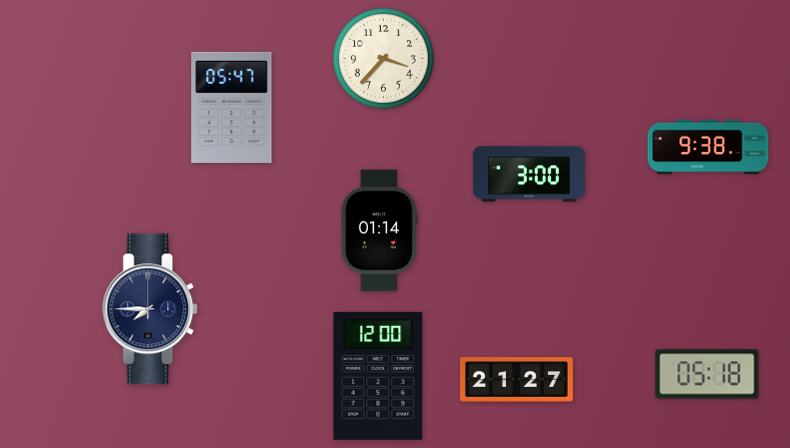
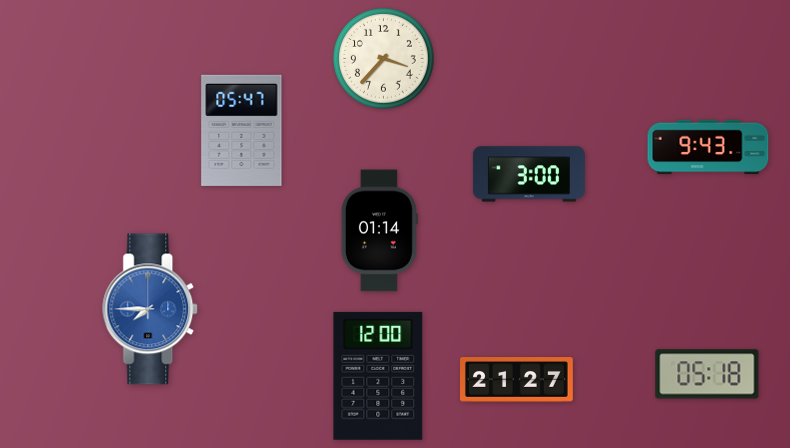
clock at (232, 107) position: (232, 107) -> (242, 130)
clock at (708, 147): 9:38 -> 9:43
clock at (151, 309) dial: navy -> blue
